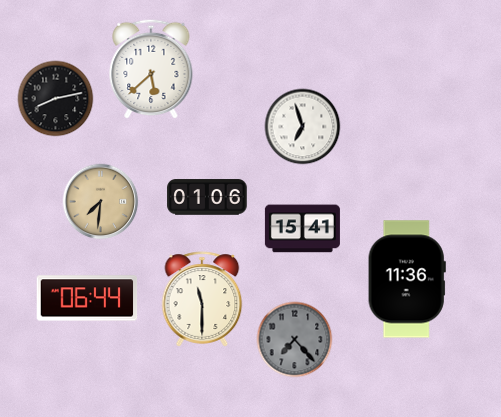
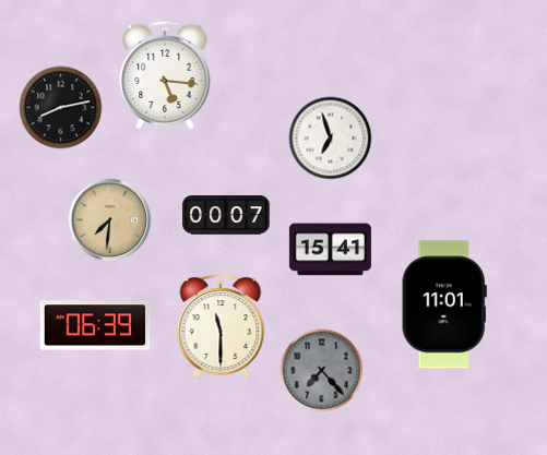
clock at (151, 69): 5:38 -> 5:16
clock at (207, 197): 01:06 -> 00:07
clock at (407, 279): 11:36 -> 11:01
clock at (87, 298): 06:44 -> 06:39
